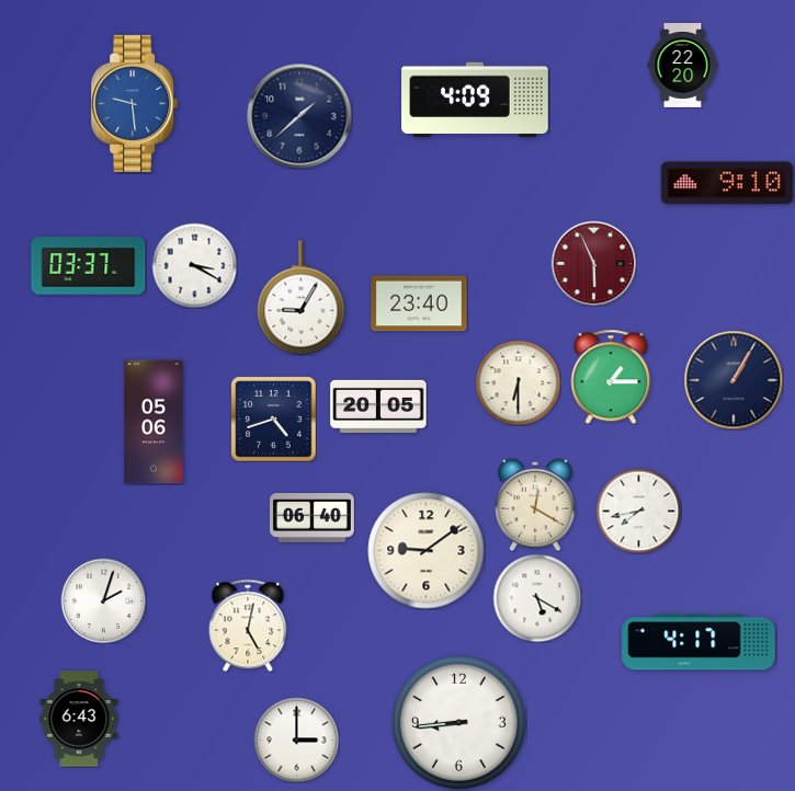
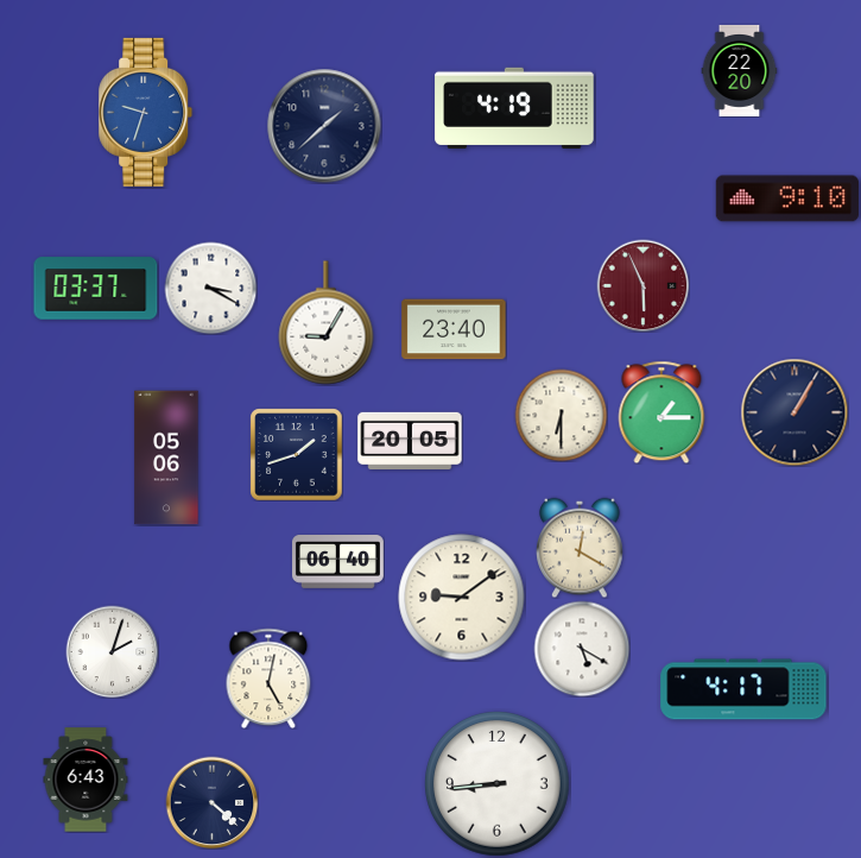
clock at (475, 100): 4:09 -> 4:19
clock at (135, 103): 9:29 -> 9:33
clock at (611, 377) position: (611, 377) -> (661, 412)
clock at (273, 419): 4:42 -> 1:42
clock at (638, 511): 7:43 -> none
clock at (699, 642) position: (699, 642) -> (743, 689)
clock at (211, 802): none -> 4:22
clock at (296, 740): 3:00 -> none
